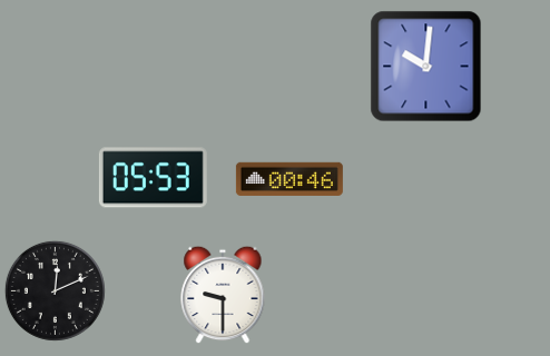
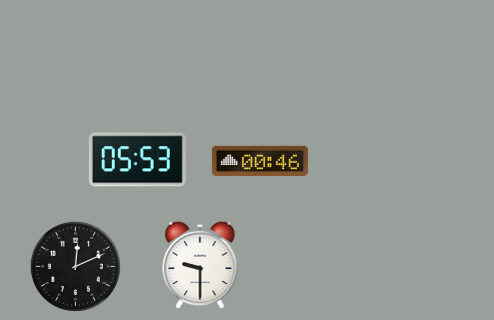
clock at (426, 67): 10:01 -> none
clock at (55, 290) position: (55, 290) -> (75, 266)
